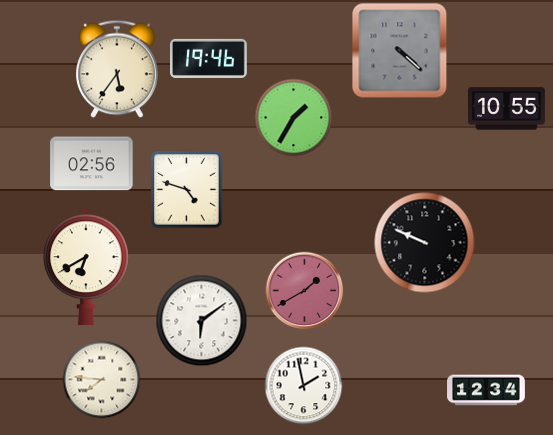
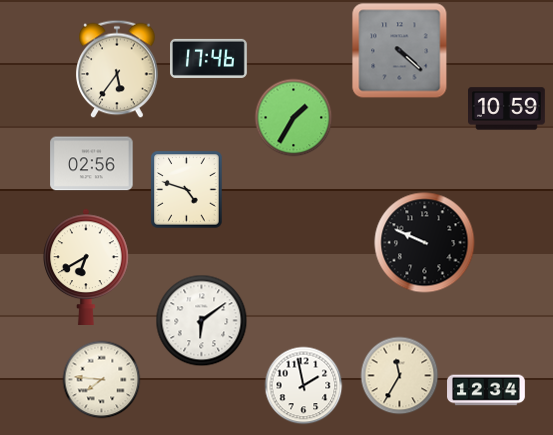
clock at (209, 58): 19:46 -> 17:46
clock at (507, 109): 10:55 -> 10:59
clock at (304, 290): 1:40 -> none
clock at (399, 375): none -> 11:35
